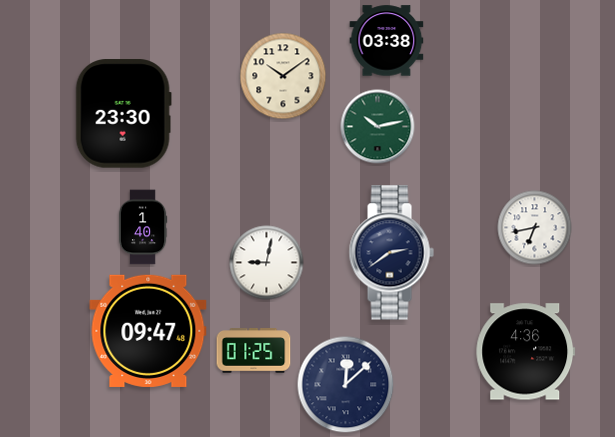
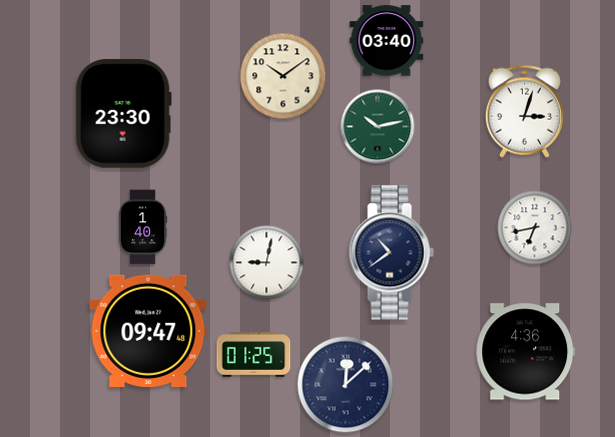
clock at (387, 41): 03:38 -> 03:40
clock at (524, 111): none -> 3:03
clock at (391, 253): 2:39 -> 10:39
clock at (254, 351) position: (254, 351) -> (254, 355)
